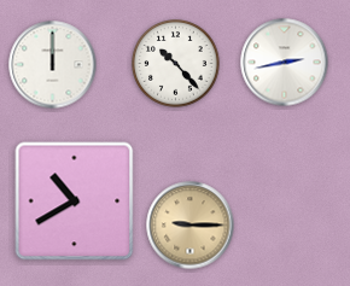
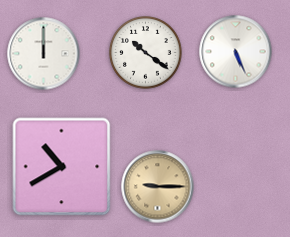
clock at (285, 63): 2:43 -> 5:26
clock at (176, 64): 10:23 -> 10:21
